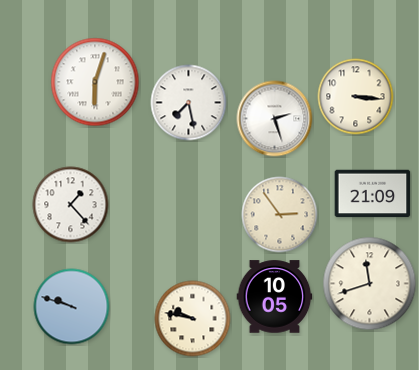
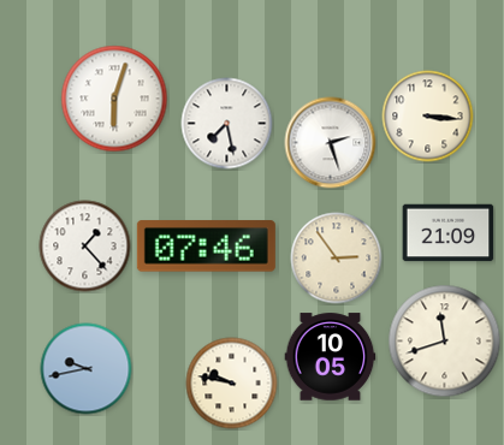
clock at (206, 247): none -> 07:46
clock at (72, 307): 9:48 -> 9:43
